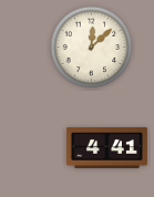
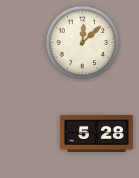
clock at (106, 147): 4:41 -> 5:28
